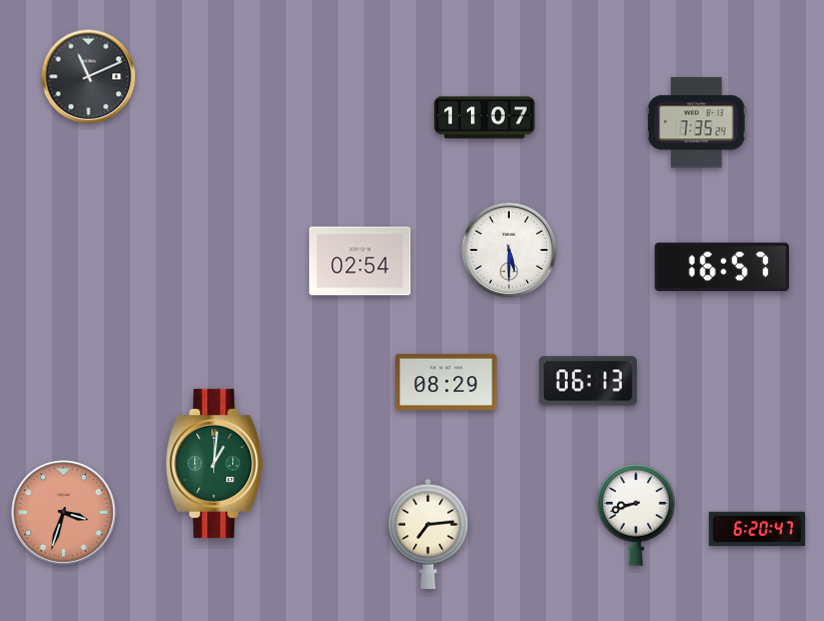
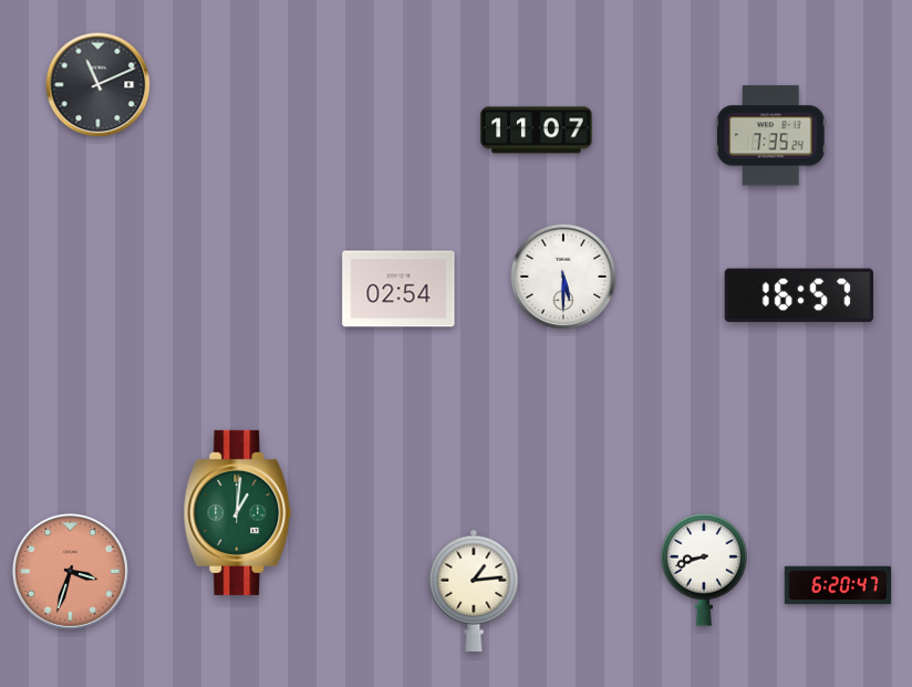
clock at (588, 381): 06:13 -> none
clock at (446, 382): 08:29 -> none
clock at (63, 512) position: (63, 512) -> (70, 571)
clock at (428, 534): 7:14 -> 1:14
